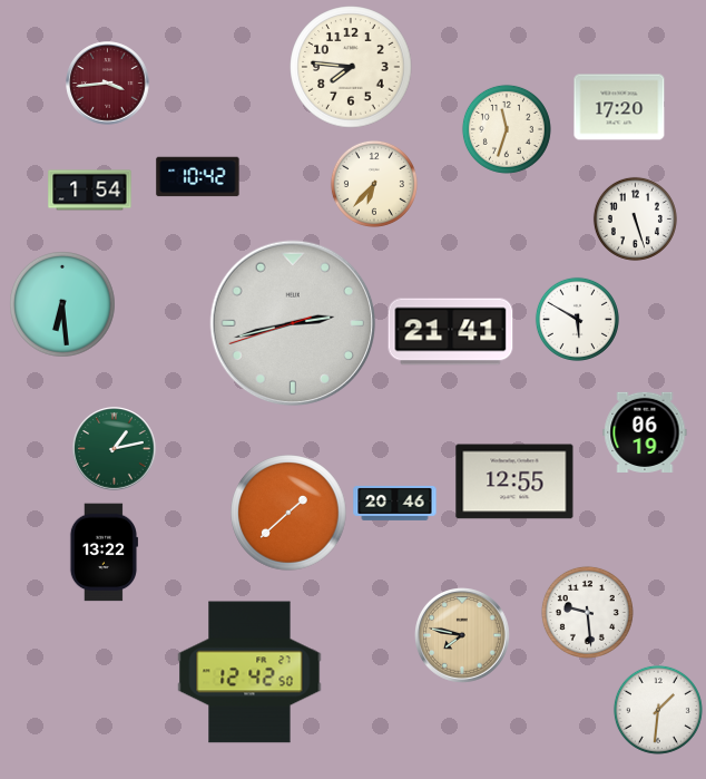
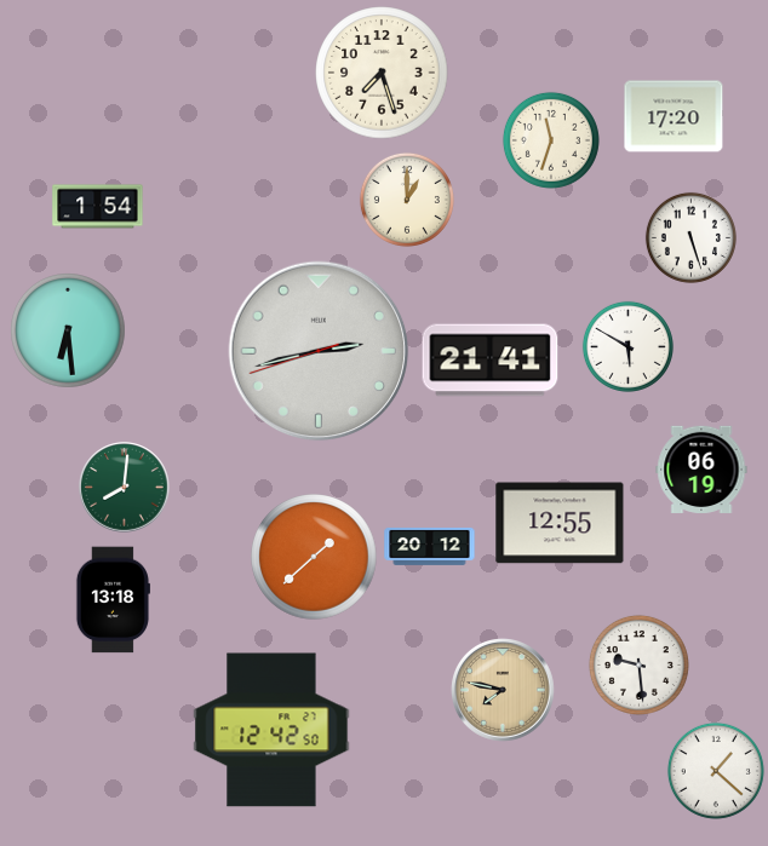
clock at (351, 67): 7:46 -> 7:27
clock at (108, 84): 3:44 -> none
clock at (198, 177): 10:42 -> none
clock at (374, 184): 6:37 -> 1:00
clock at (115, 449): 1:13 -> 8:01
clock at (395, 503): 20:46 -> 20:12
clock at (104, 553): 13:22 -> 13:18
clock at (658, 710): 1:31 -> 1:22
